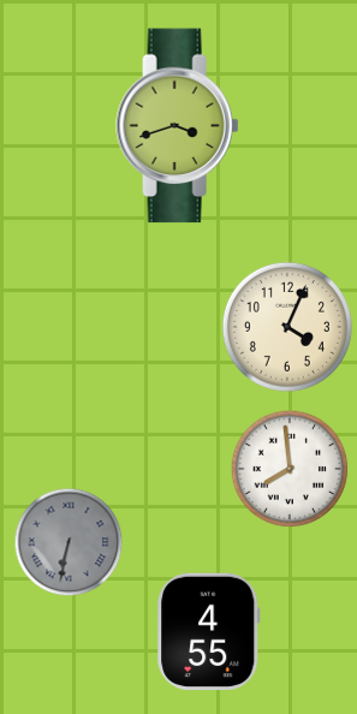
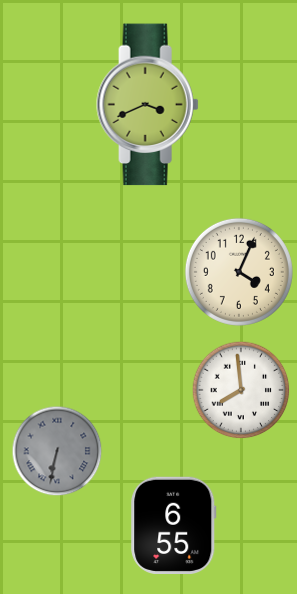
clock at (178, 126): 3:42 -> 3:41
clock at (209, 631): 4:55 -> 6:55
